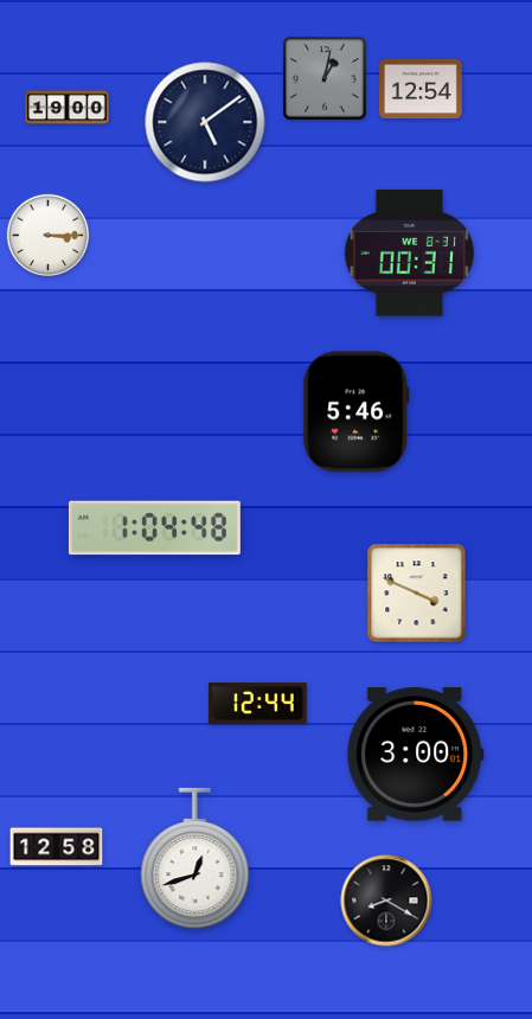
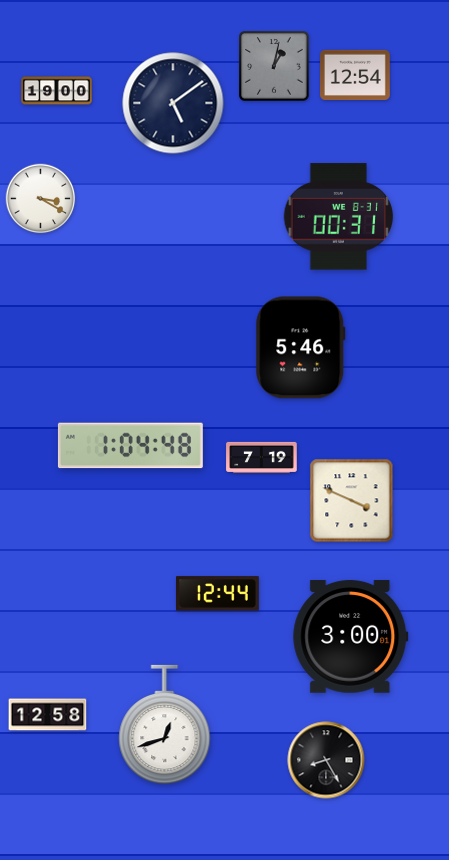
clock at (49, 236): 3:15 -> 3:20
clock at (410, 254) position: (410, 254) -> (339, 217)
clock at (262, 457): none -> 7:19
clock at (386, 901): 8:20 -> 8:25
